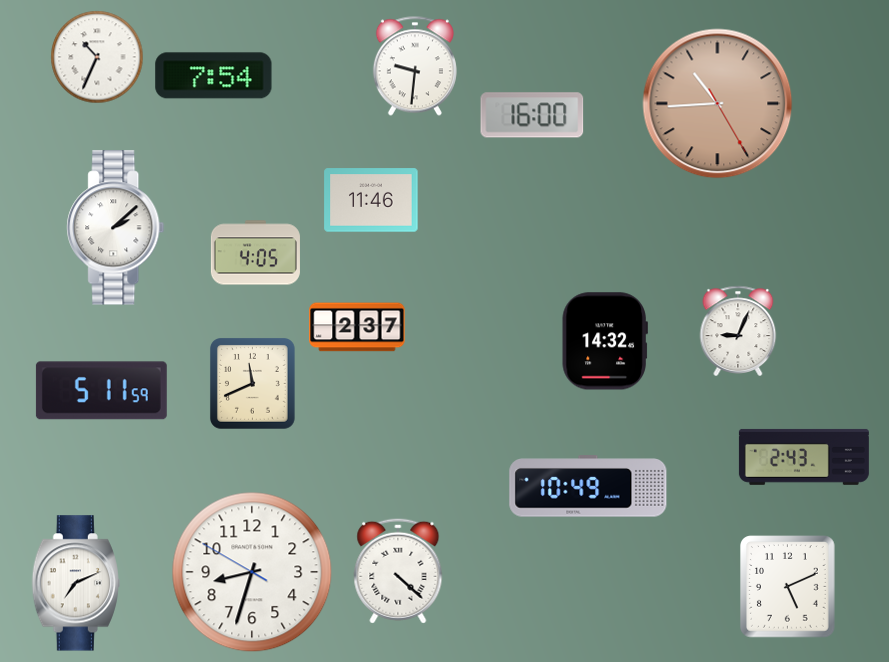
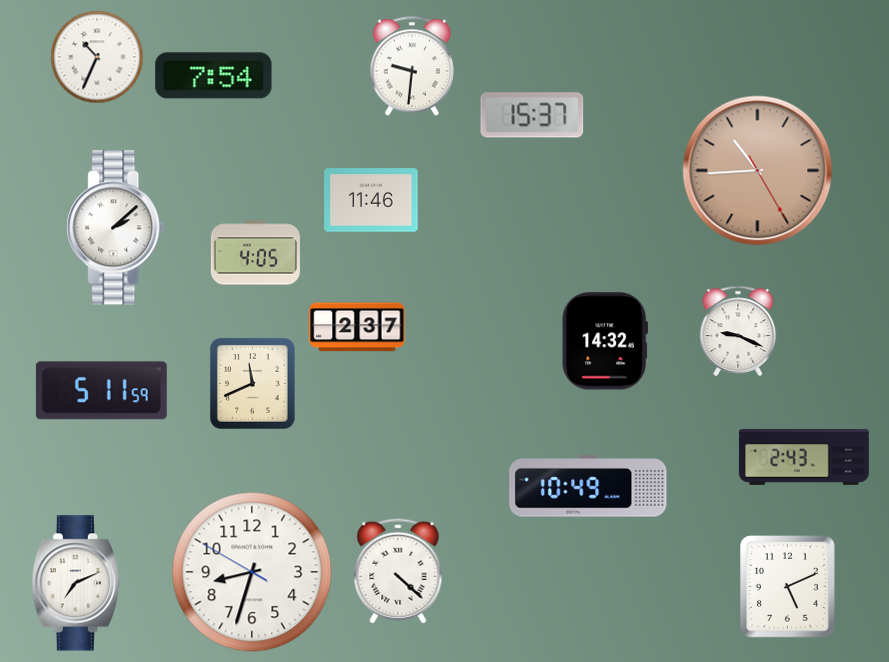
clock at (415, 66) position: (415, 66) -> (412, 66)
clock at (718, 104) position: (718, 104) -> (758, 171)
clock at (532, 115): 16:00 -> 15:37
clock at (738, 331): 9:04 -> 9:19
